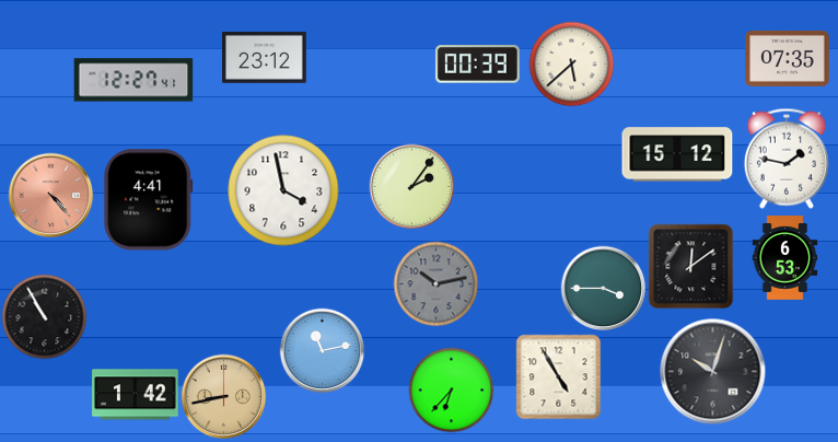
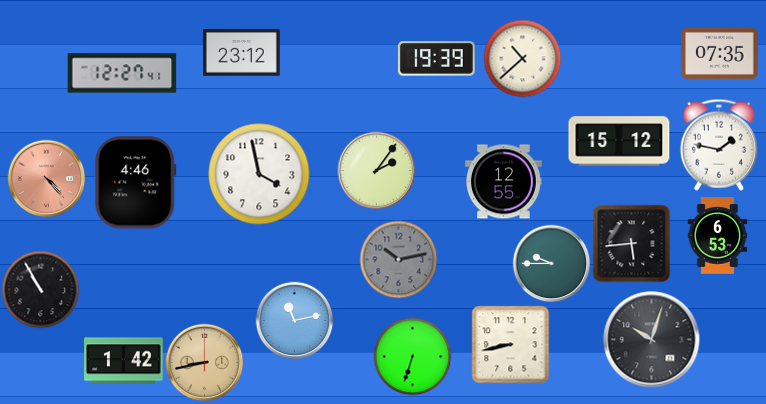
clock at (571, 63): 5:38 -> 10:38
clock at (477, 65): 00:39 -> 19:39
clock at (504, 182): none -> 12:55
clock at (149, 200): 4:41 -> 4:46
clock at (690, 266): 12:09 -> 5:44
clock at (603, 288): 3:45 -> 9:45
clock at (558, 376): 4:55 -> 8:43
clock at (451, 389): 6:37 -> 6:33
